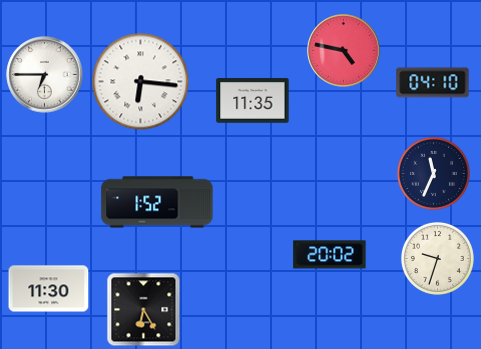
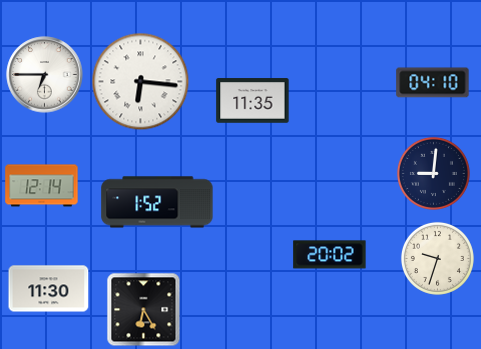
clock at (344, 51): 4:47 -> none
clock at (433, 173): 11:34 -> 9:01
clock at (42, 186): none -> 12:14
